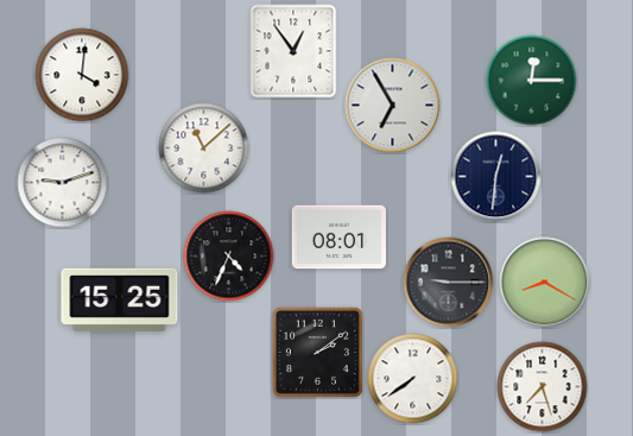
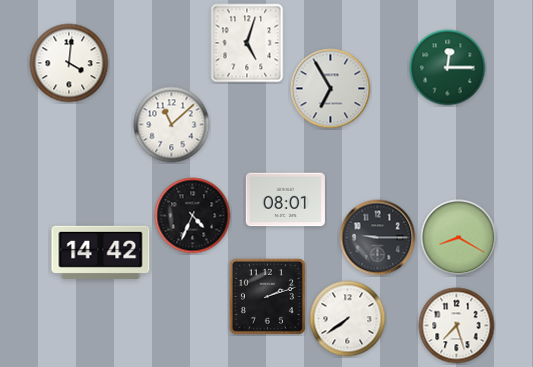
clock at (293, 51): 12:54 -> 5:03
clock at (496, 177): 12:31 -> none
clock at (63, 183): 9:12 -> none
clock at (120, 299): 15:25 -> 14:42
clock at (317, 352): 2:09 -> 2:12
